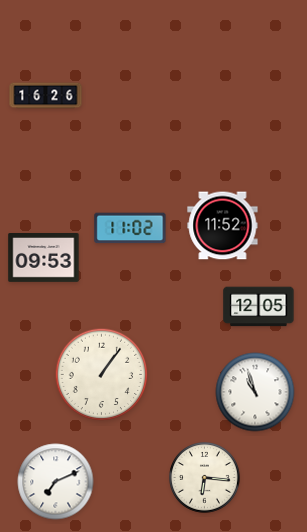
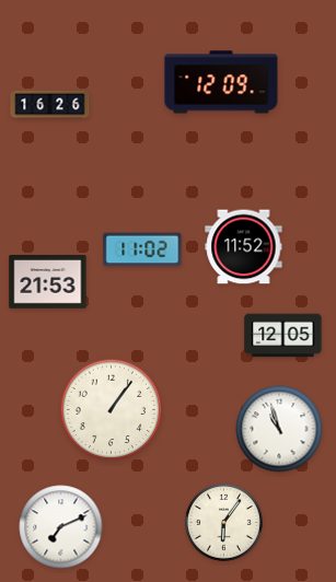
clock at (221, 82): none -> 12:09
clock at (44, 258): 09:53 -> 21:53
clock at (205, 478): 6:16 -> 6:06
